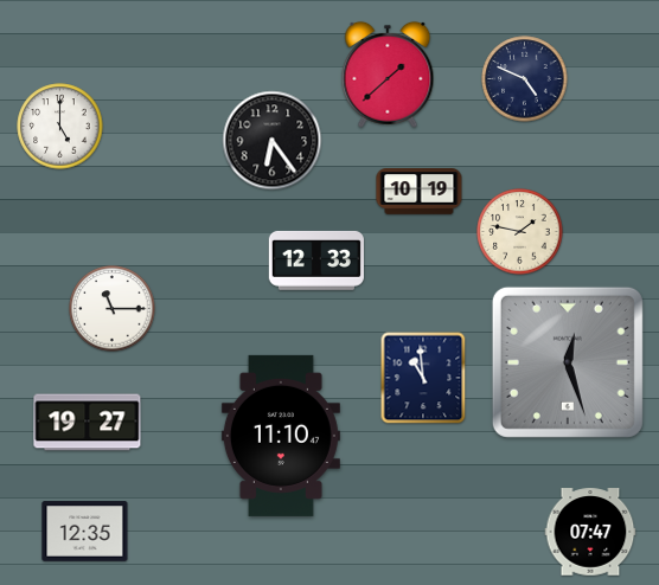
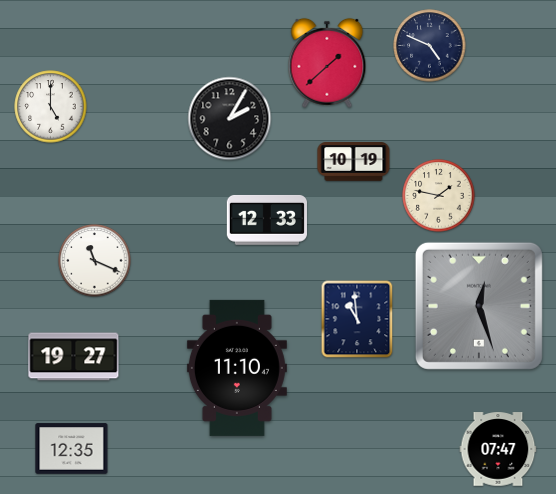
clock at (525, 79) position: (525, 79) -> (430, 46)
clock at (273, 141): 6:24 -> 2:05
clock at (113, 309): 11:15 -> 11:19
